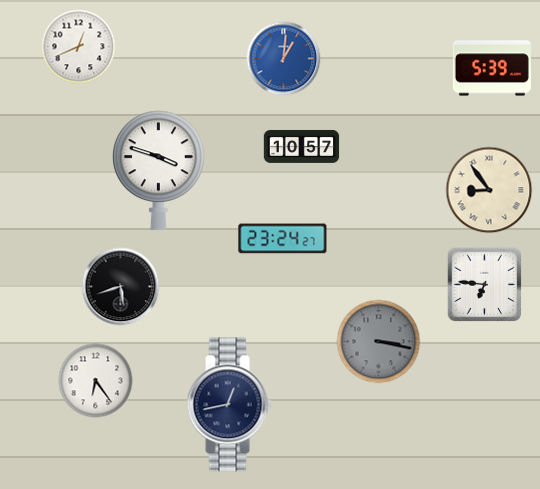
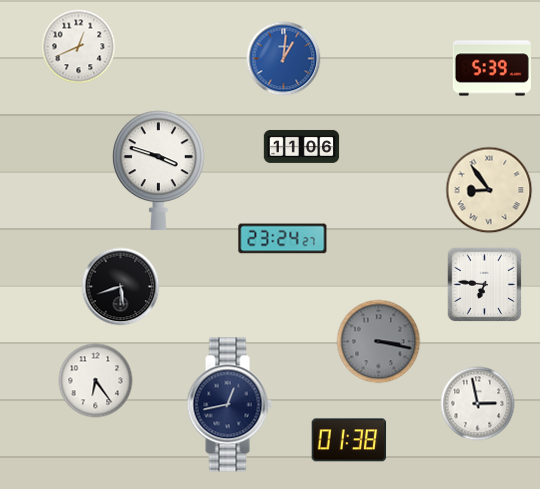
clock at (302, 146): 10:57 -> 11:06
clock at (478, 404): none -> 2:58
clock at (349, 440): none -> 01:38
